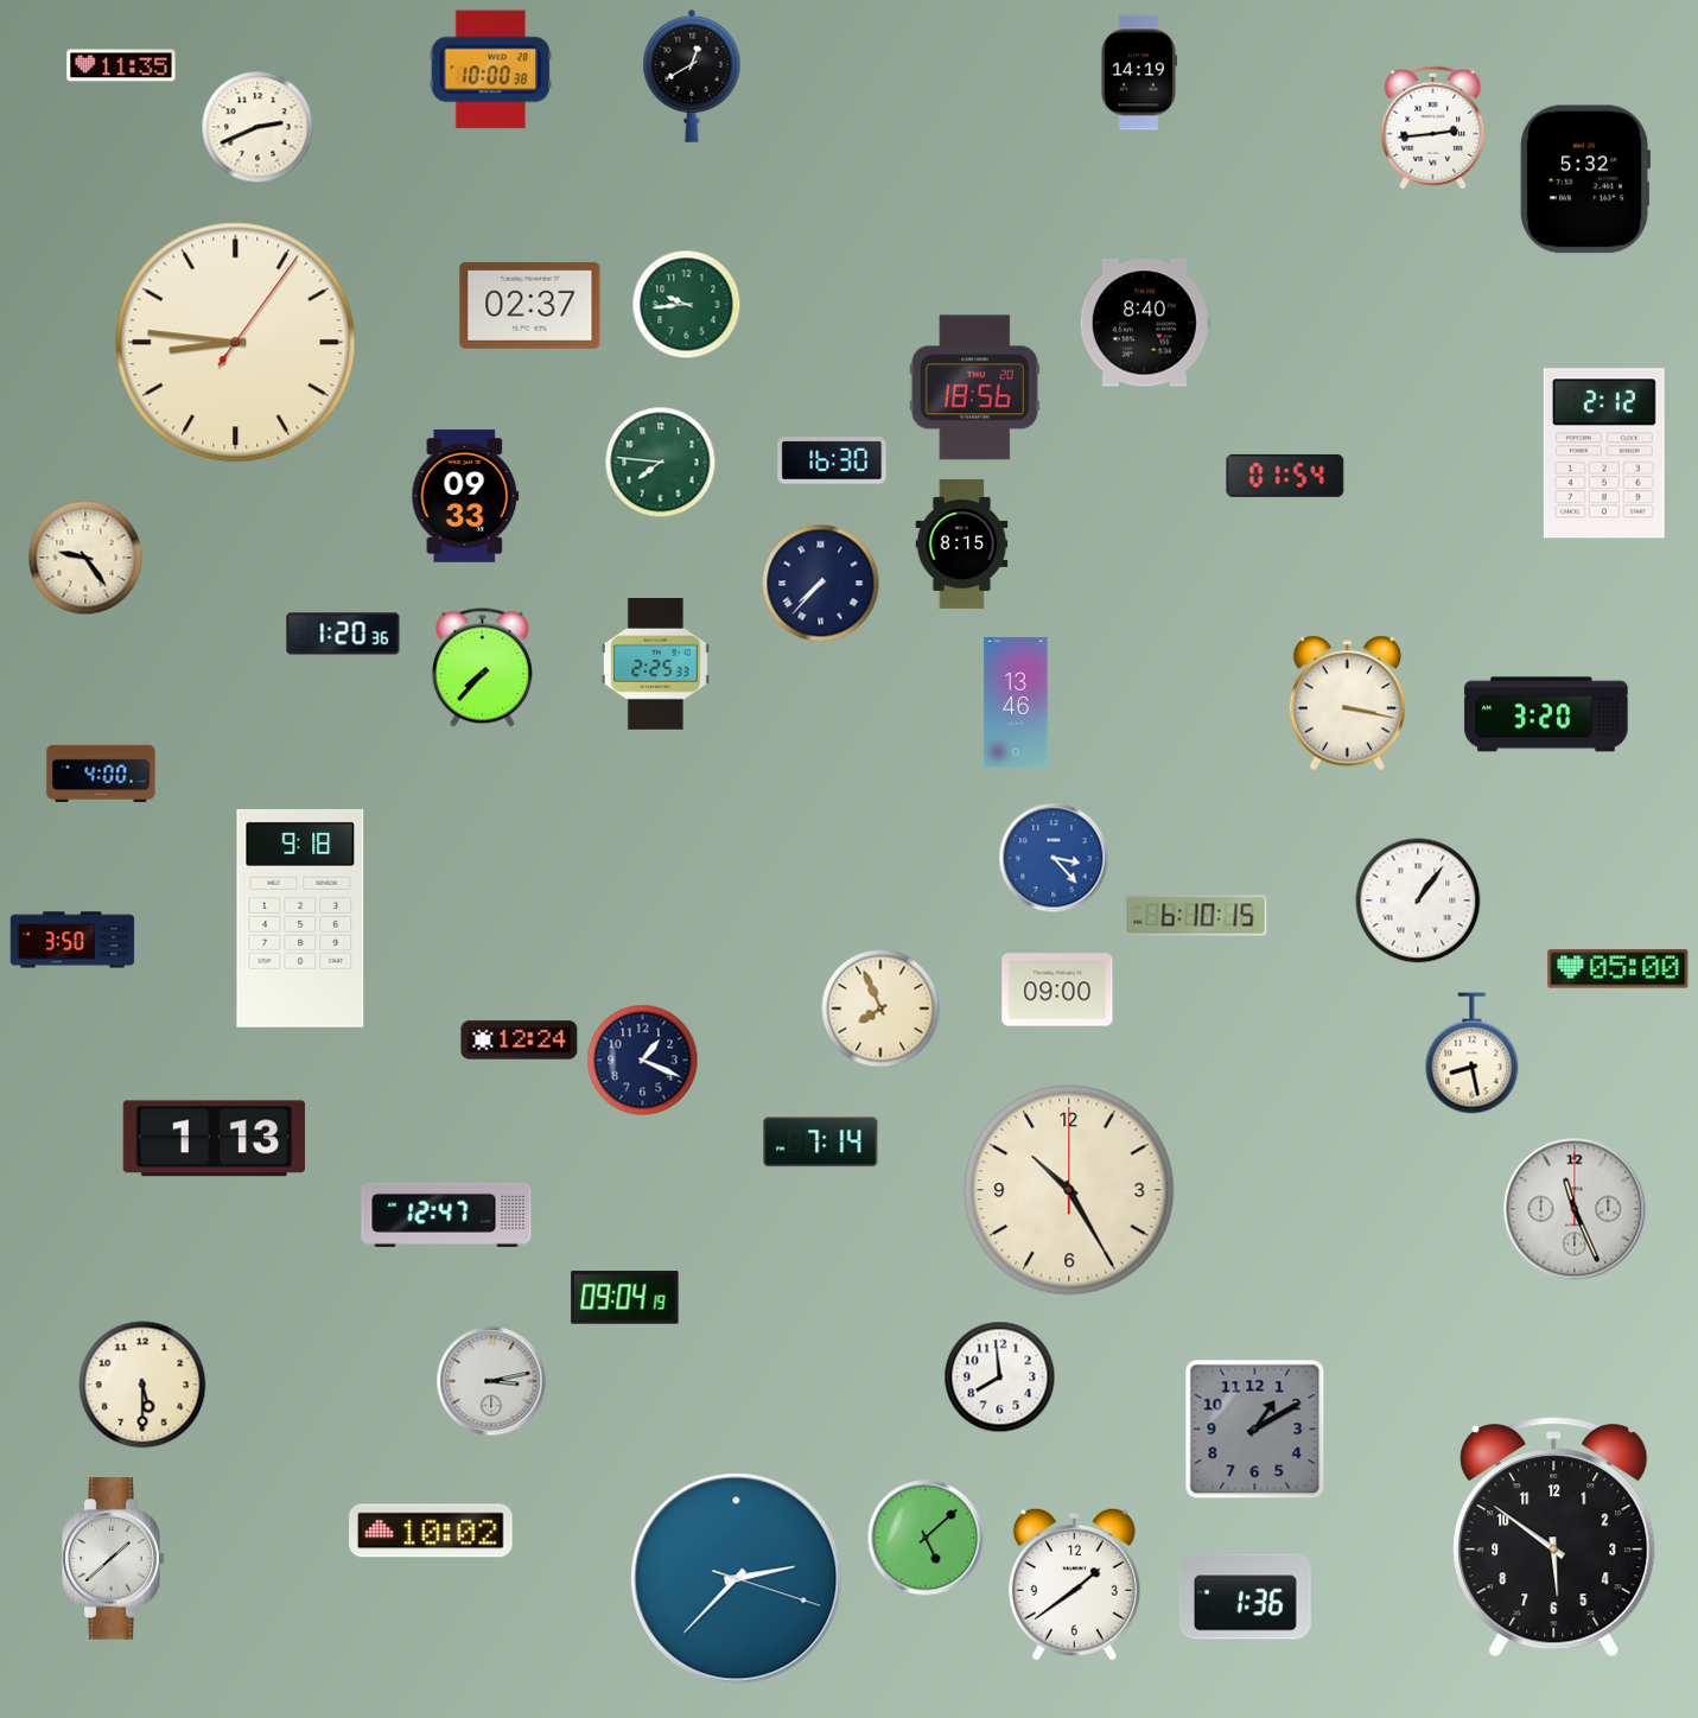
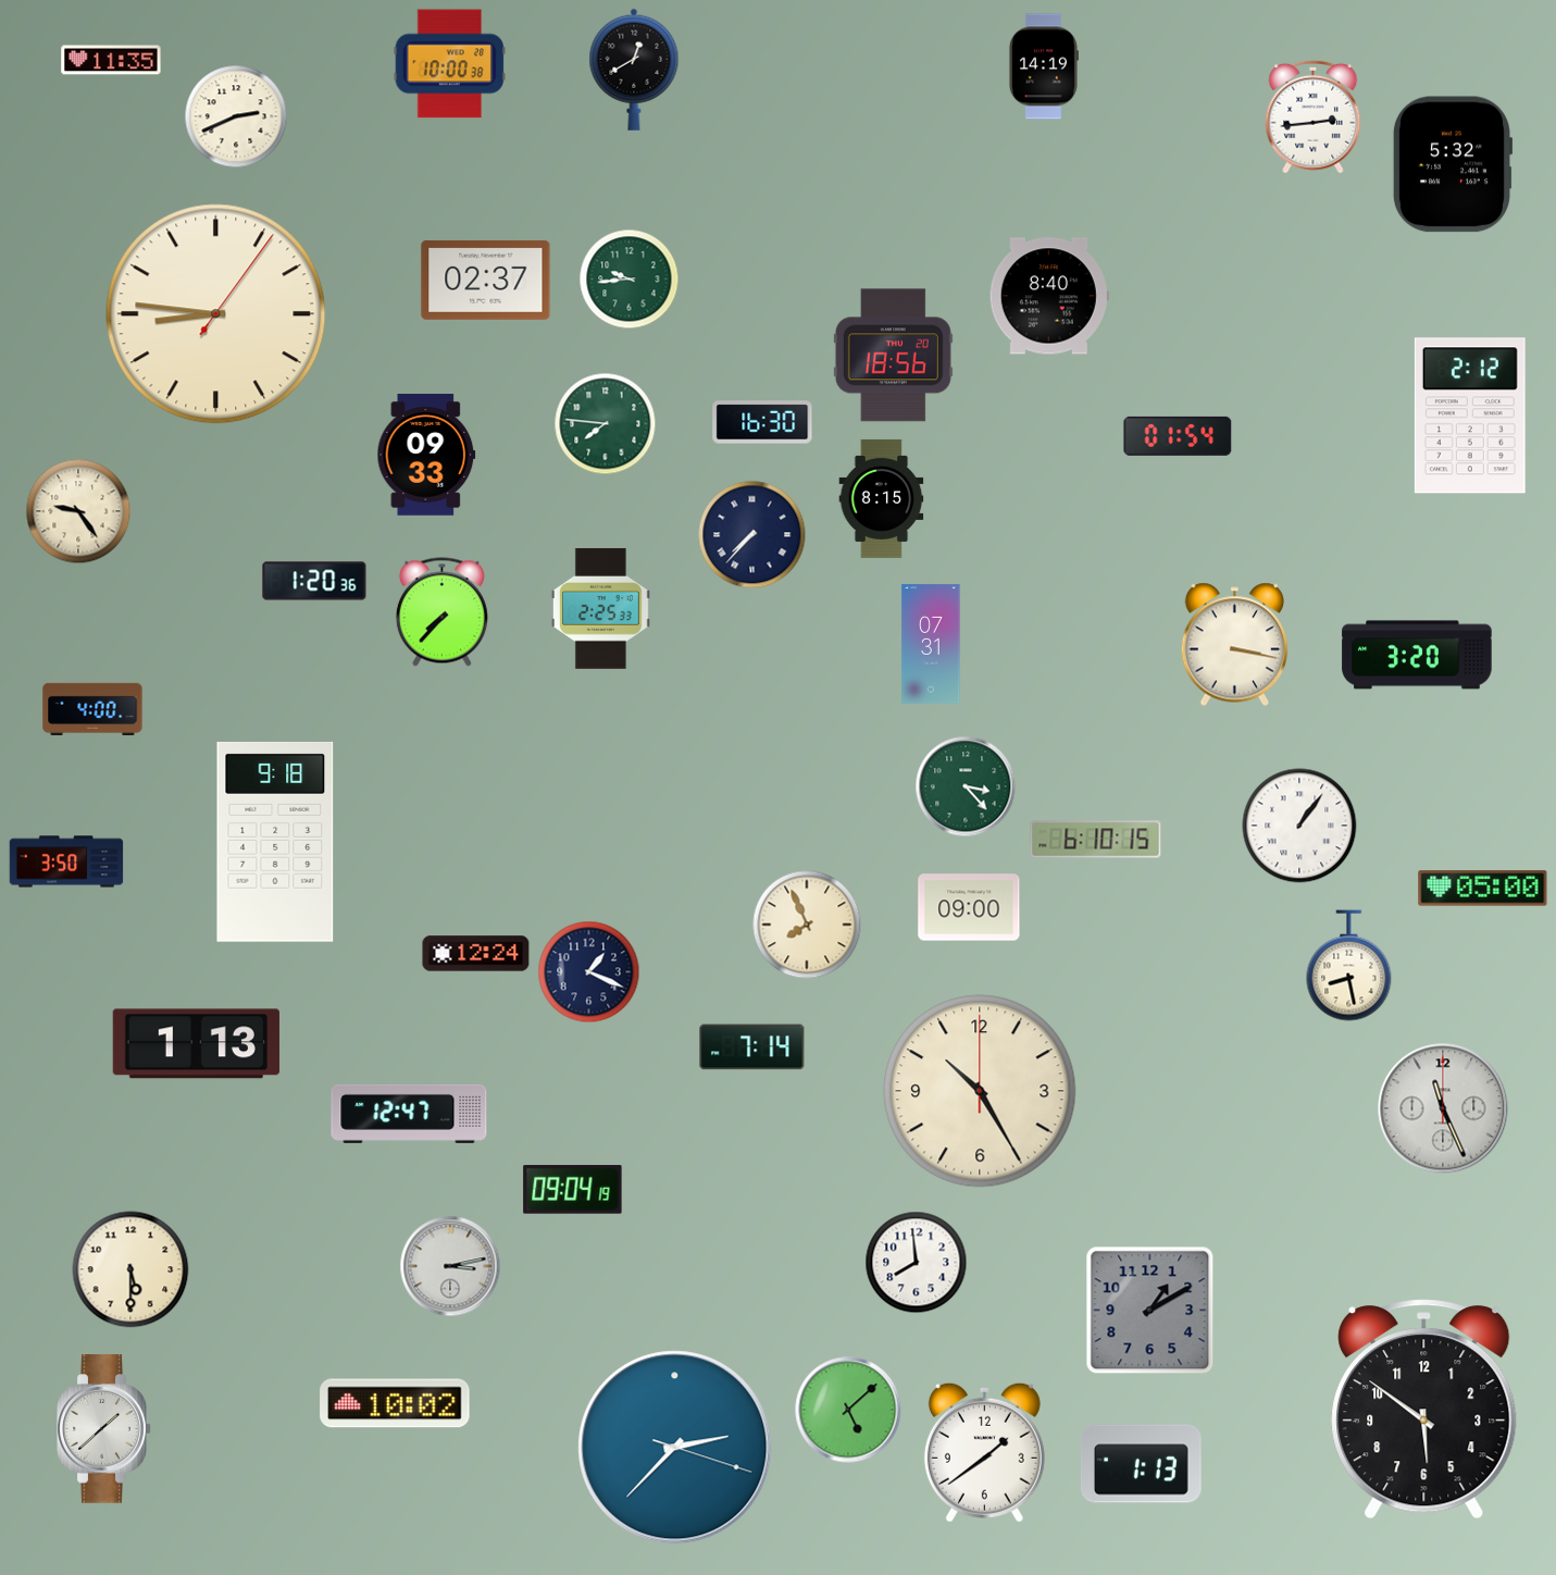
clock at (1016, 702): 13:46 -> 07:31
clock at (1054, 858) dial: blue -> green
clock at (1245, 1597): 1:36 -> 1:13
